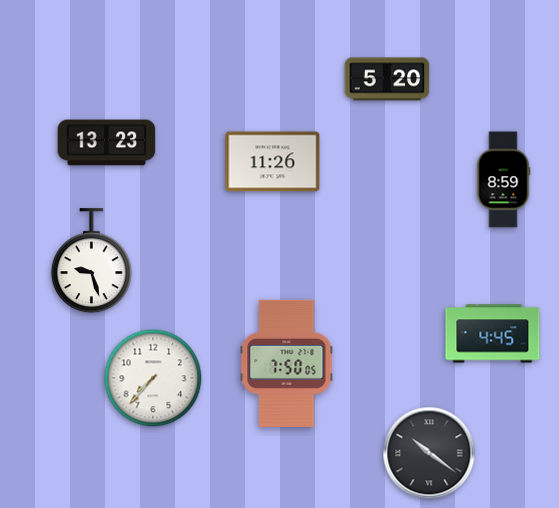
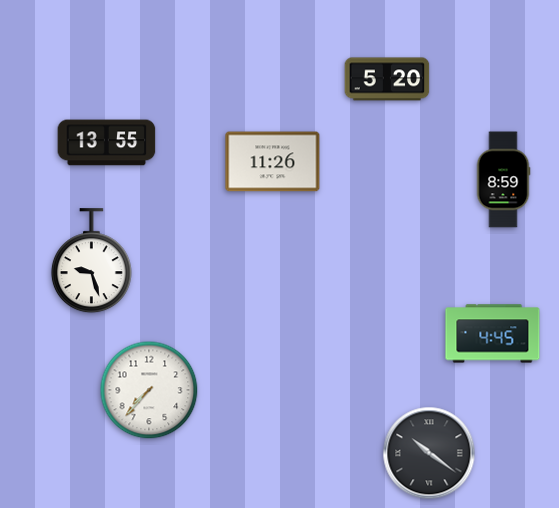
clock at (107, 143): 13:23 -> 13:55
clock at (287, 363): 7:50 -> none
clock at (153, 378) position: (153, 378) -> (149, 390)
